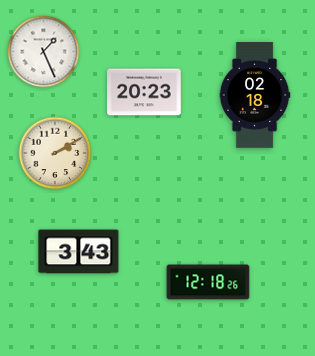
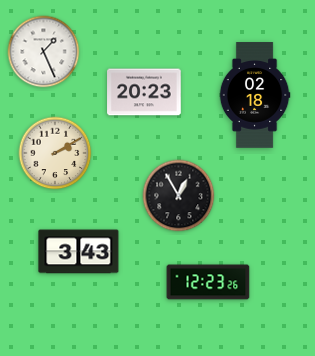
clock at (179, 196): none -> 12:55
clock at (208, 282): 12:18 -> 12:23
